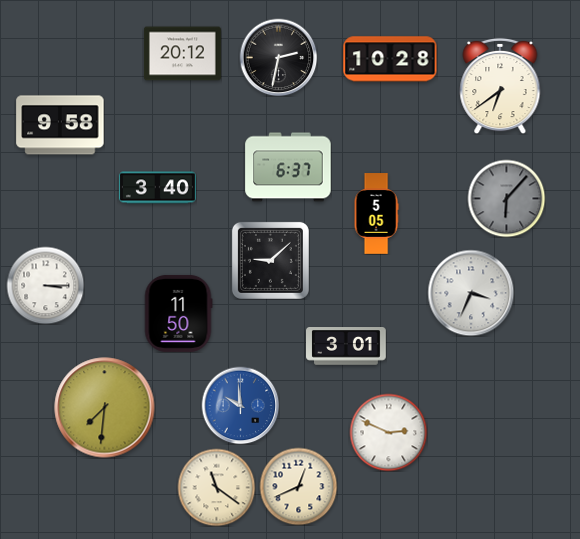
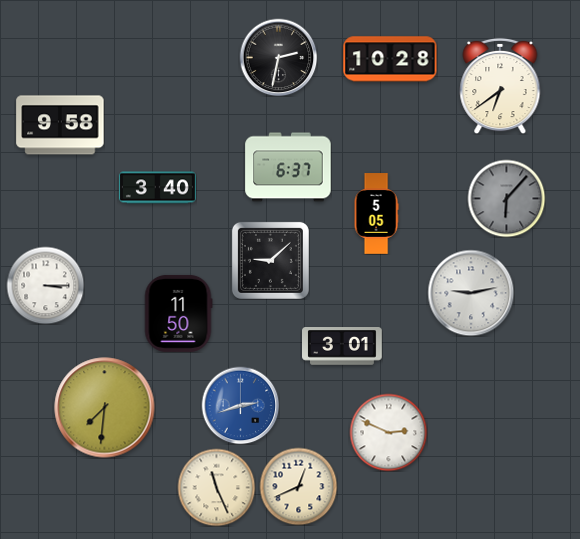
clock at (182, 54): 20:12 -> none
clock at (471, 293): 3:34 -> 9:13
clock at (347, 347) position: (347, 347) -> (343, 347)
clock at (240, 405): 9:59 -> 2:42
clock at (216, 487): 11:21 -> 11:26
